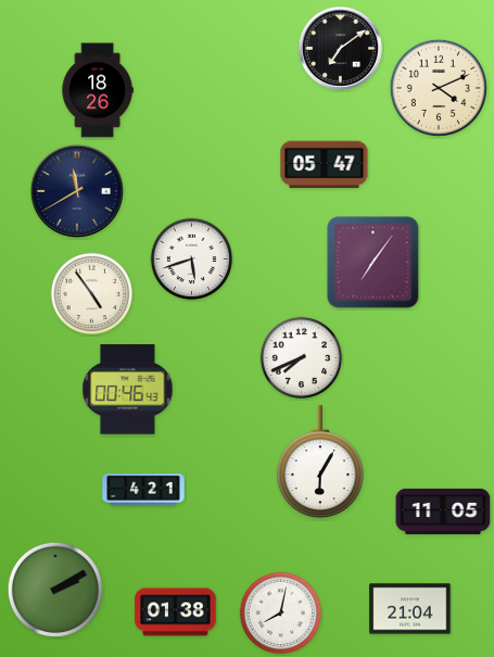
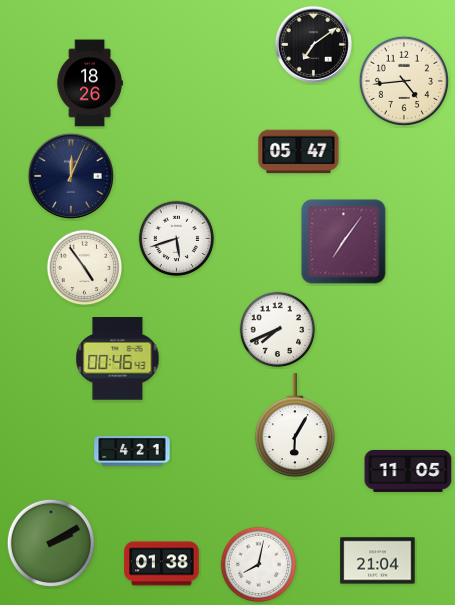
clock at (439, 88): 4:11 -> 4:44
clock at (77, 191): 11:40 -> 12:04
clock at (92, 294) position: (92, 294) -> (85, 268)
